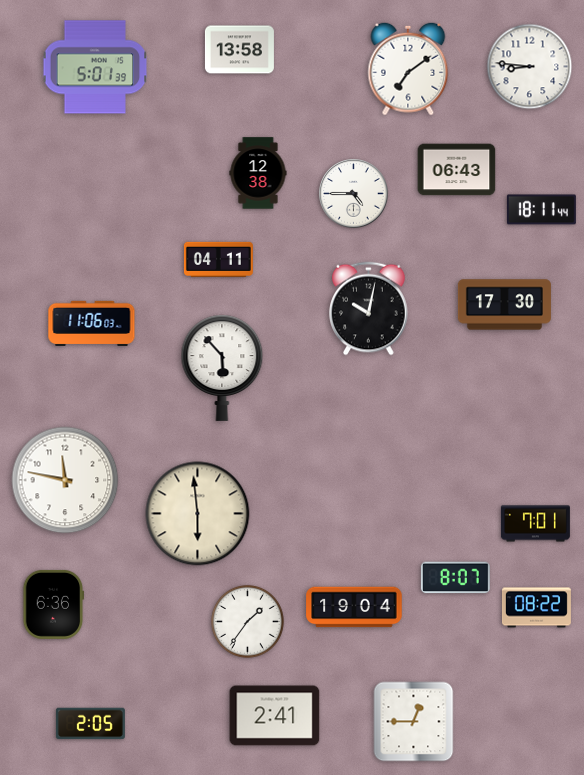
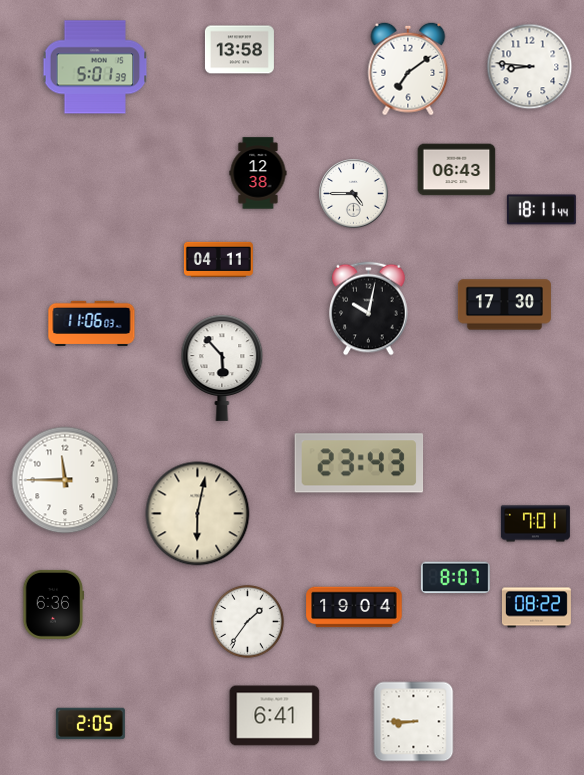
clock at (359, 463): none -> 23:43
clock at (65, 480): 11:47 -> 11:45
clock at (198, 514): 5:59 -> 6:02
clock at (275, 716): 2:41 -> 6:41
clock at (414, 722): 12:45 -> 8:45
